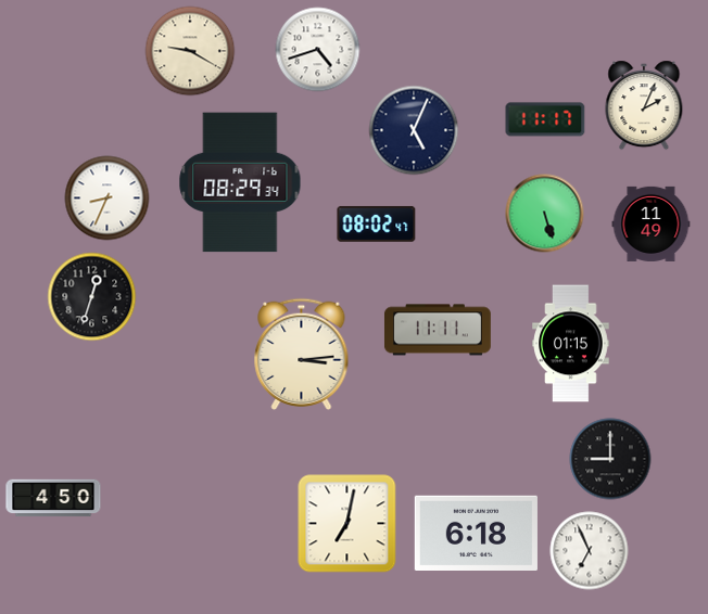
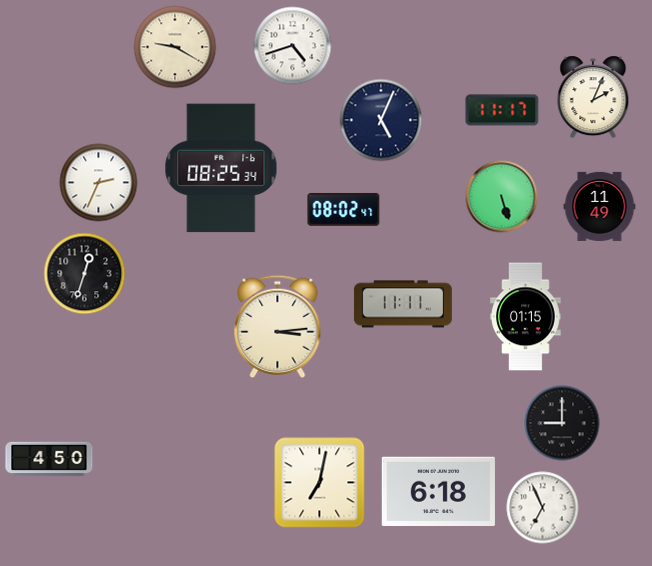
clock at (240, 182): 08:29 -> 08:25
clock at (108, 199): 8:34 -> 2:34
clock at (377, 225) position: (377, 225) -> (344, 210)
